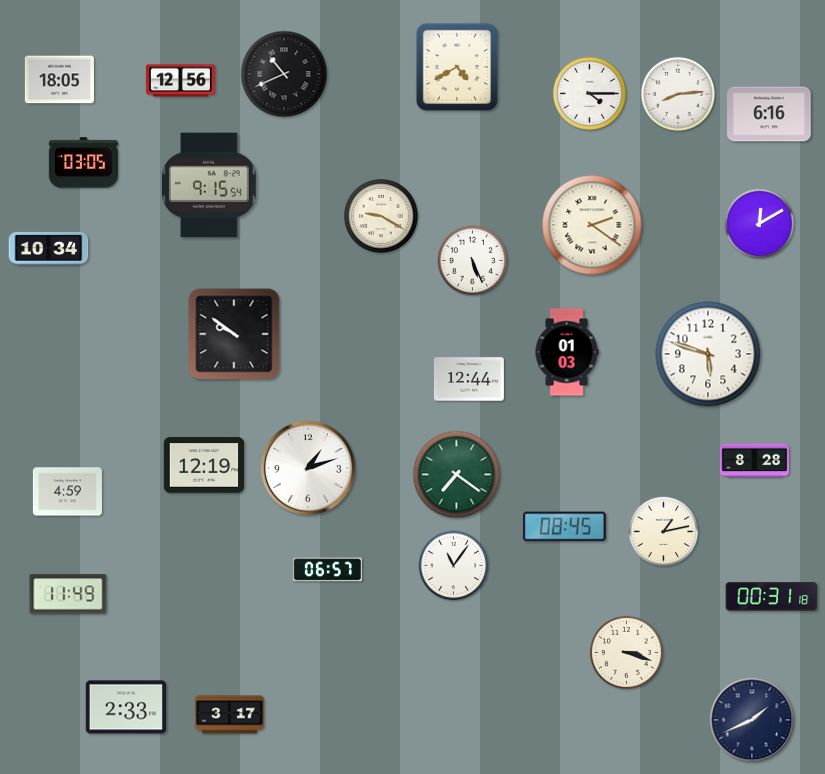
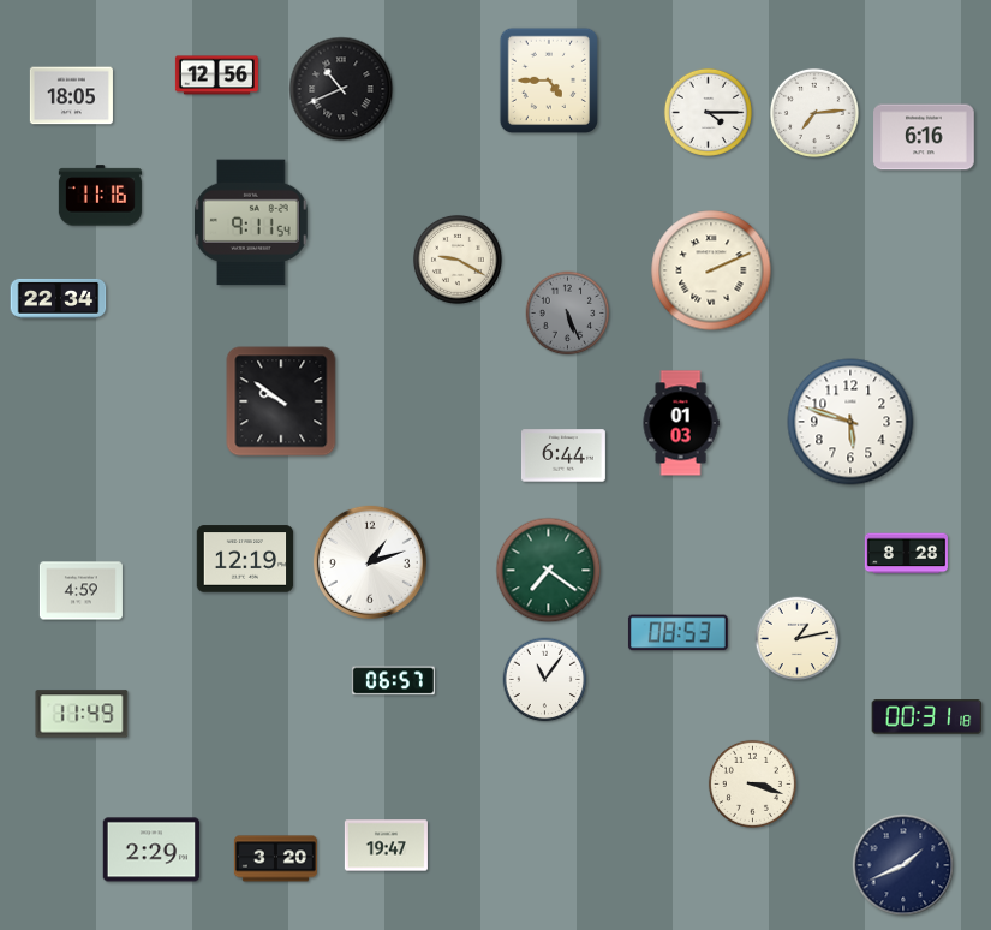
clock at (456, 66): 4:40 -> 4:45
clock at (180, 81) position: (180, 81) -> (216, 76)
clock at (678, 94): 8:14 -> 7:14
clock at (83, 163): 03:05 -> 11:16
clock at (210, 185): 9:15 -> 9:11
clock at (760, 224): 12:10 -> none
clock at (592, 225): 2:21 -> 2:11
clock at (49, 248): 10:34 -> 22:34
clock at (473, 261) dial: white -> grey
clock at (708, 354) position: (708, 354) -> (850, 422)
clock at (469, 379): 12:44 -> 6:44
clock at (564, 527): 08:45 -> 08:53
clock at (327, 570) position: (327, 570) -> (393, 681)
clock at (386, 846): none -> 19:47
clock at (126, 707): 2:33 -> 2:29
clock at (229, 715): 3:17 -> 3:20
